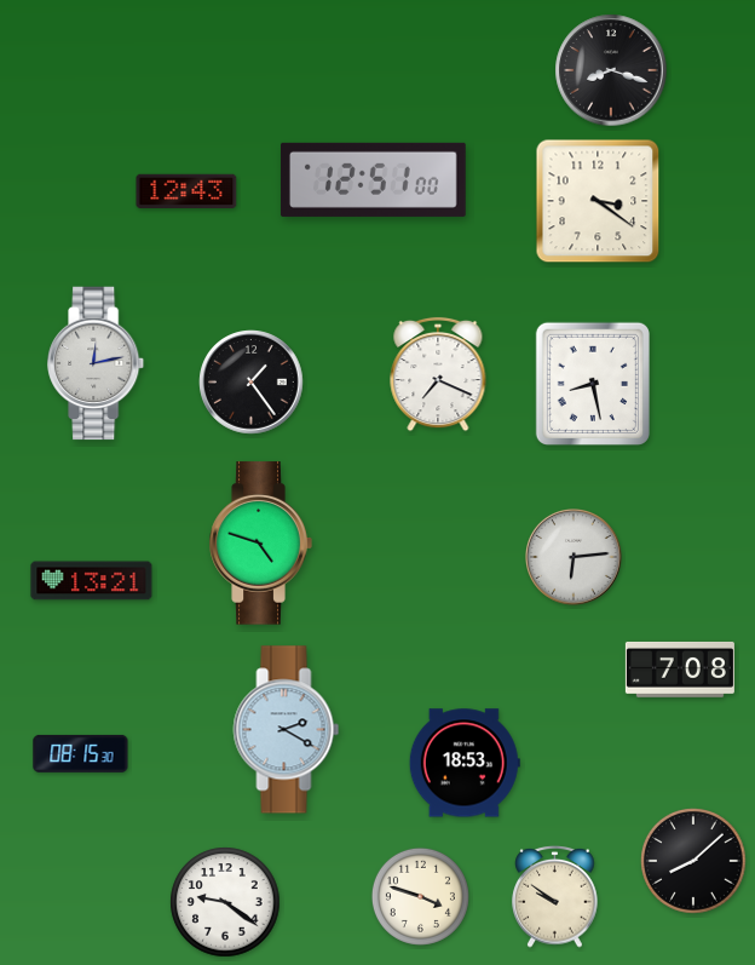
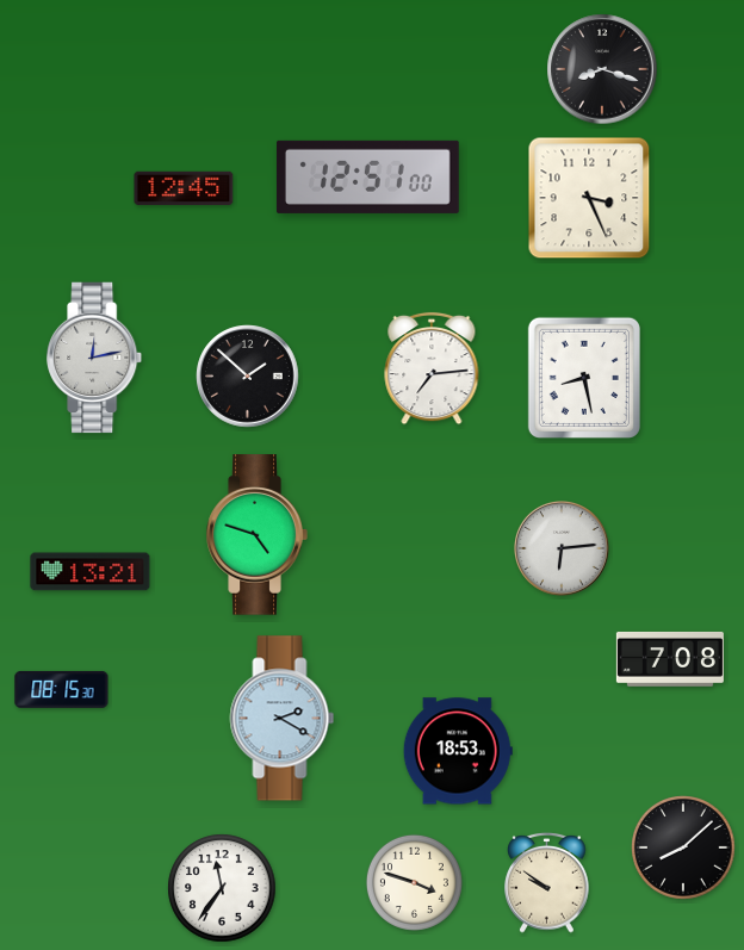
clock at (186, 190): 12:43 -> 12:45
clock at (598, 201): 3:21 -> 3:26
clock at (438, 374): 7:19 -> 7:14
clock at (252, 383): 1:24 -> 1:52
clock at (575, 558) position: (575, 558) -> (563, 549)
clock at (81, 753) position: (81, 753) -> (62, 689)
clock at (225, 902): 9:21 -> 11:36
